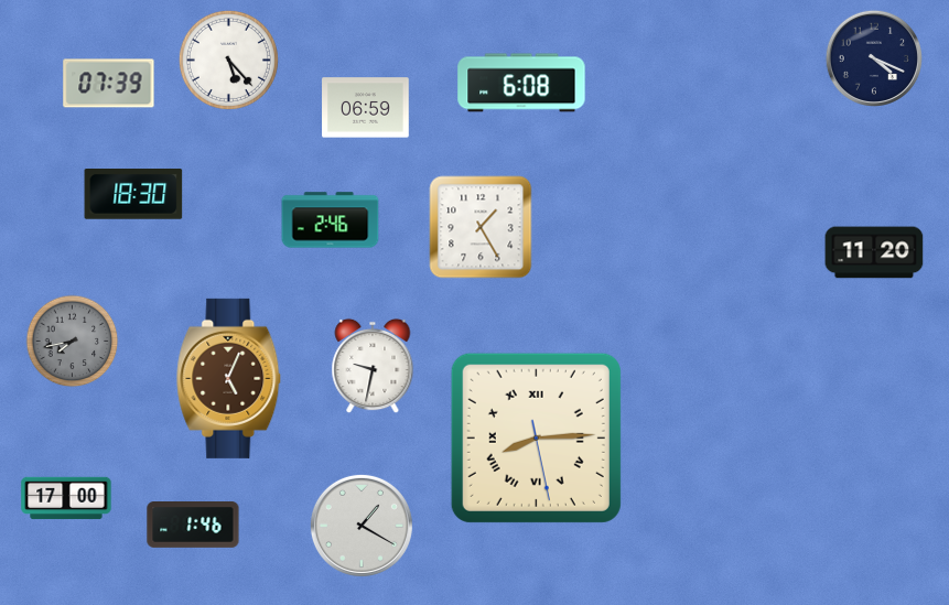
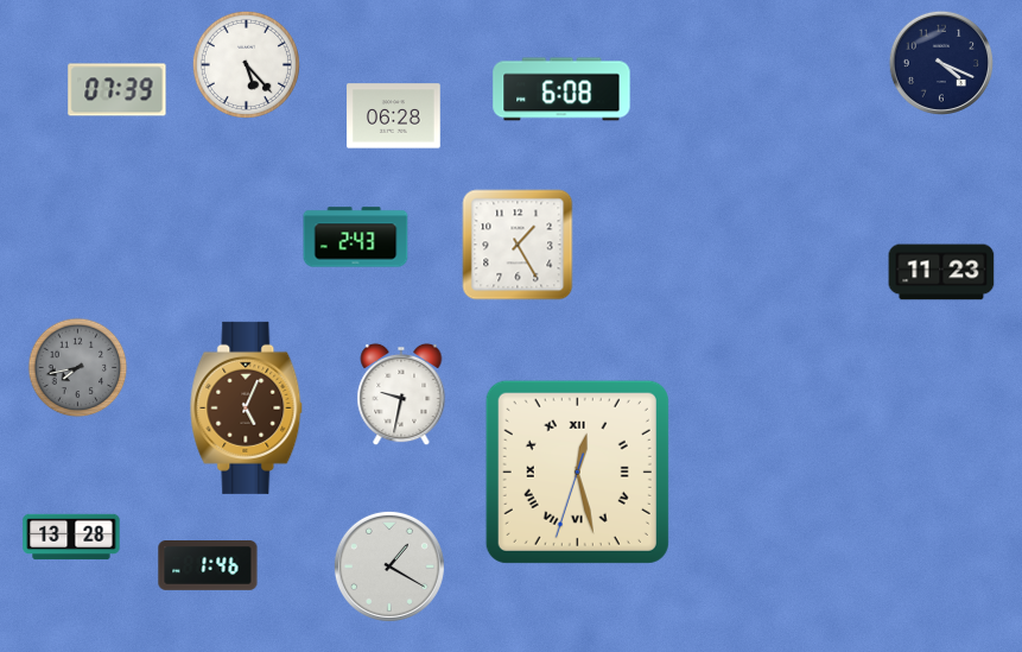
clock at (366, 108): 06:59 -> 06:28
clock at (133, 195): 18:30 -> none
clock at (331, 220): 2:46 -> 2:43
clock at (874, 252): 11:20 -> 11:23
clock at (536, 437): 8:14 -> 12:27
clock at (66, 498): 17:00 -> 13:28
